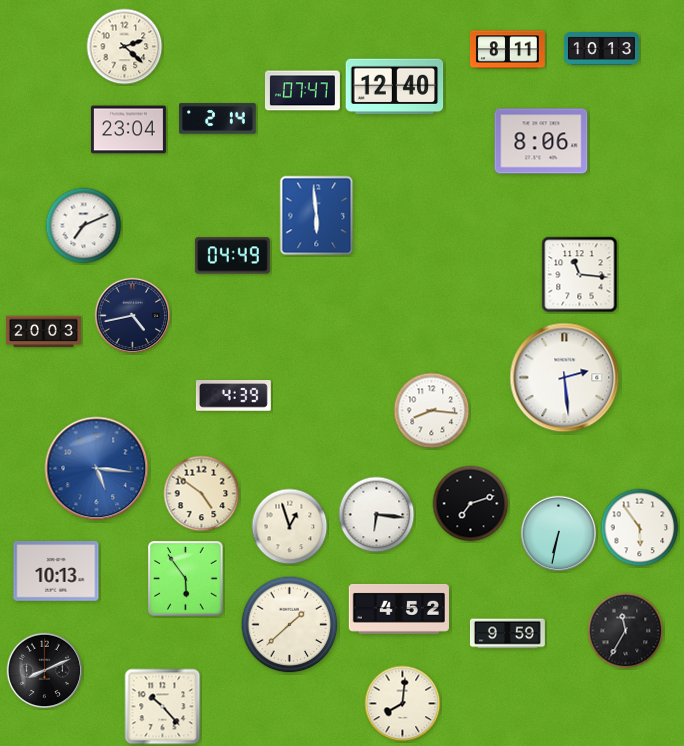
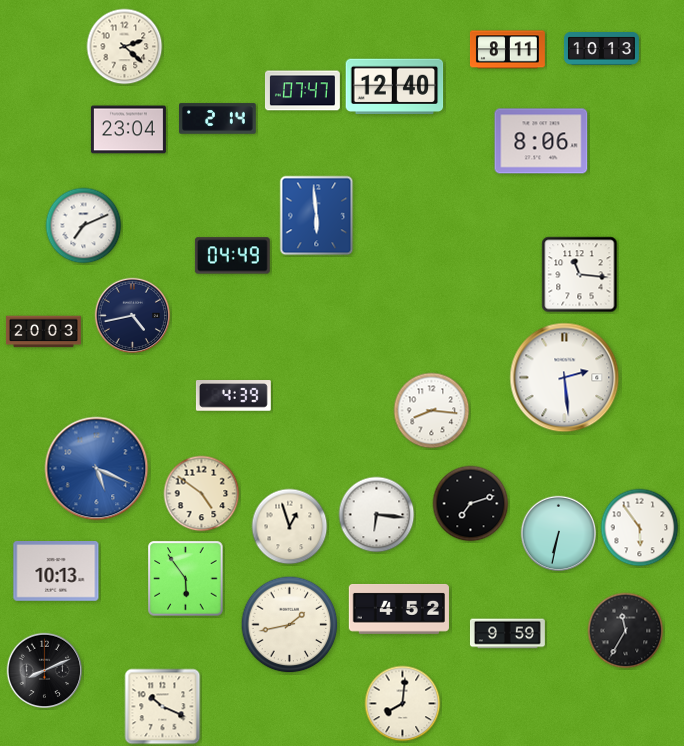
clock at (97, 469): 5:16 -> 5:19
clock at (290, 625): 1:38 -> 1:43
clock at (163, 707): 10:23 -> 10:19
